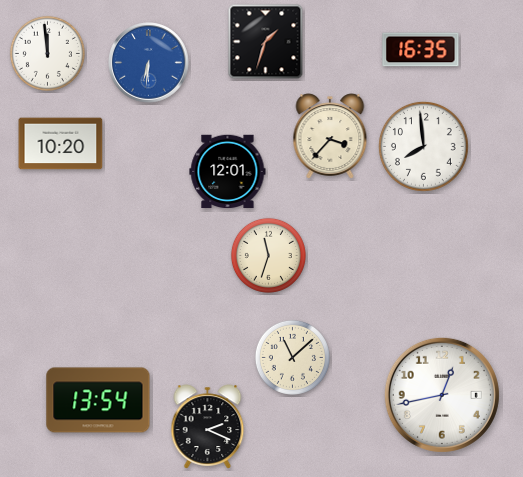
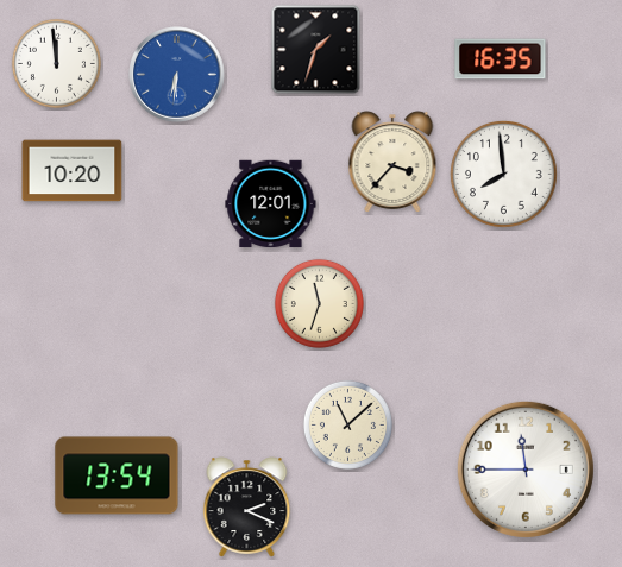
clock at (442, 395): 12:43 -> 11:45
